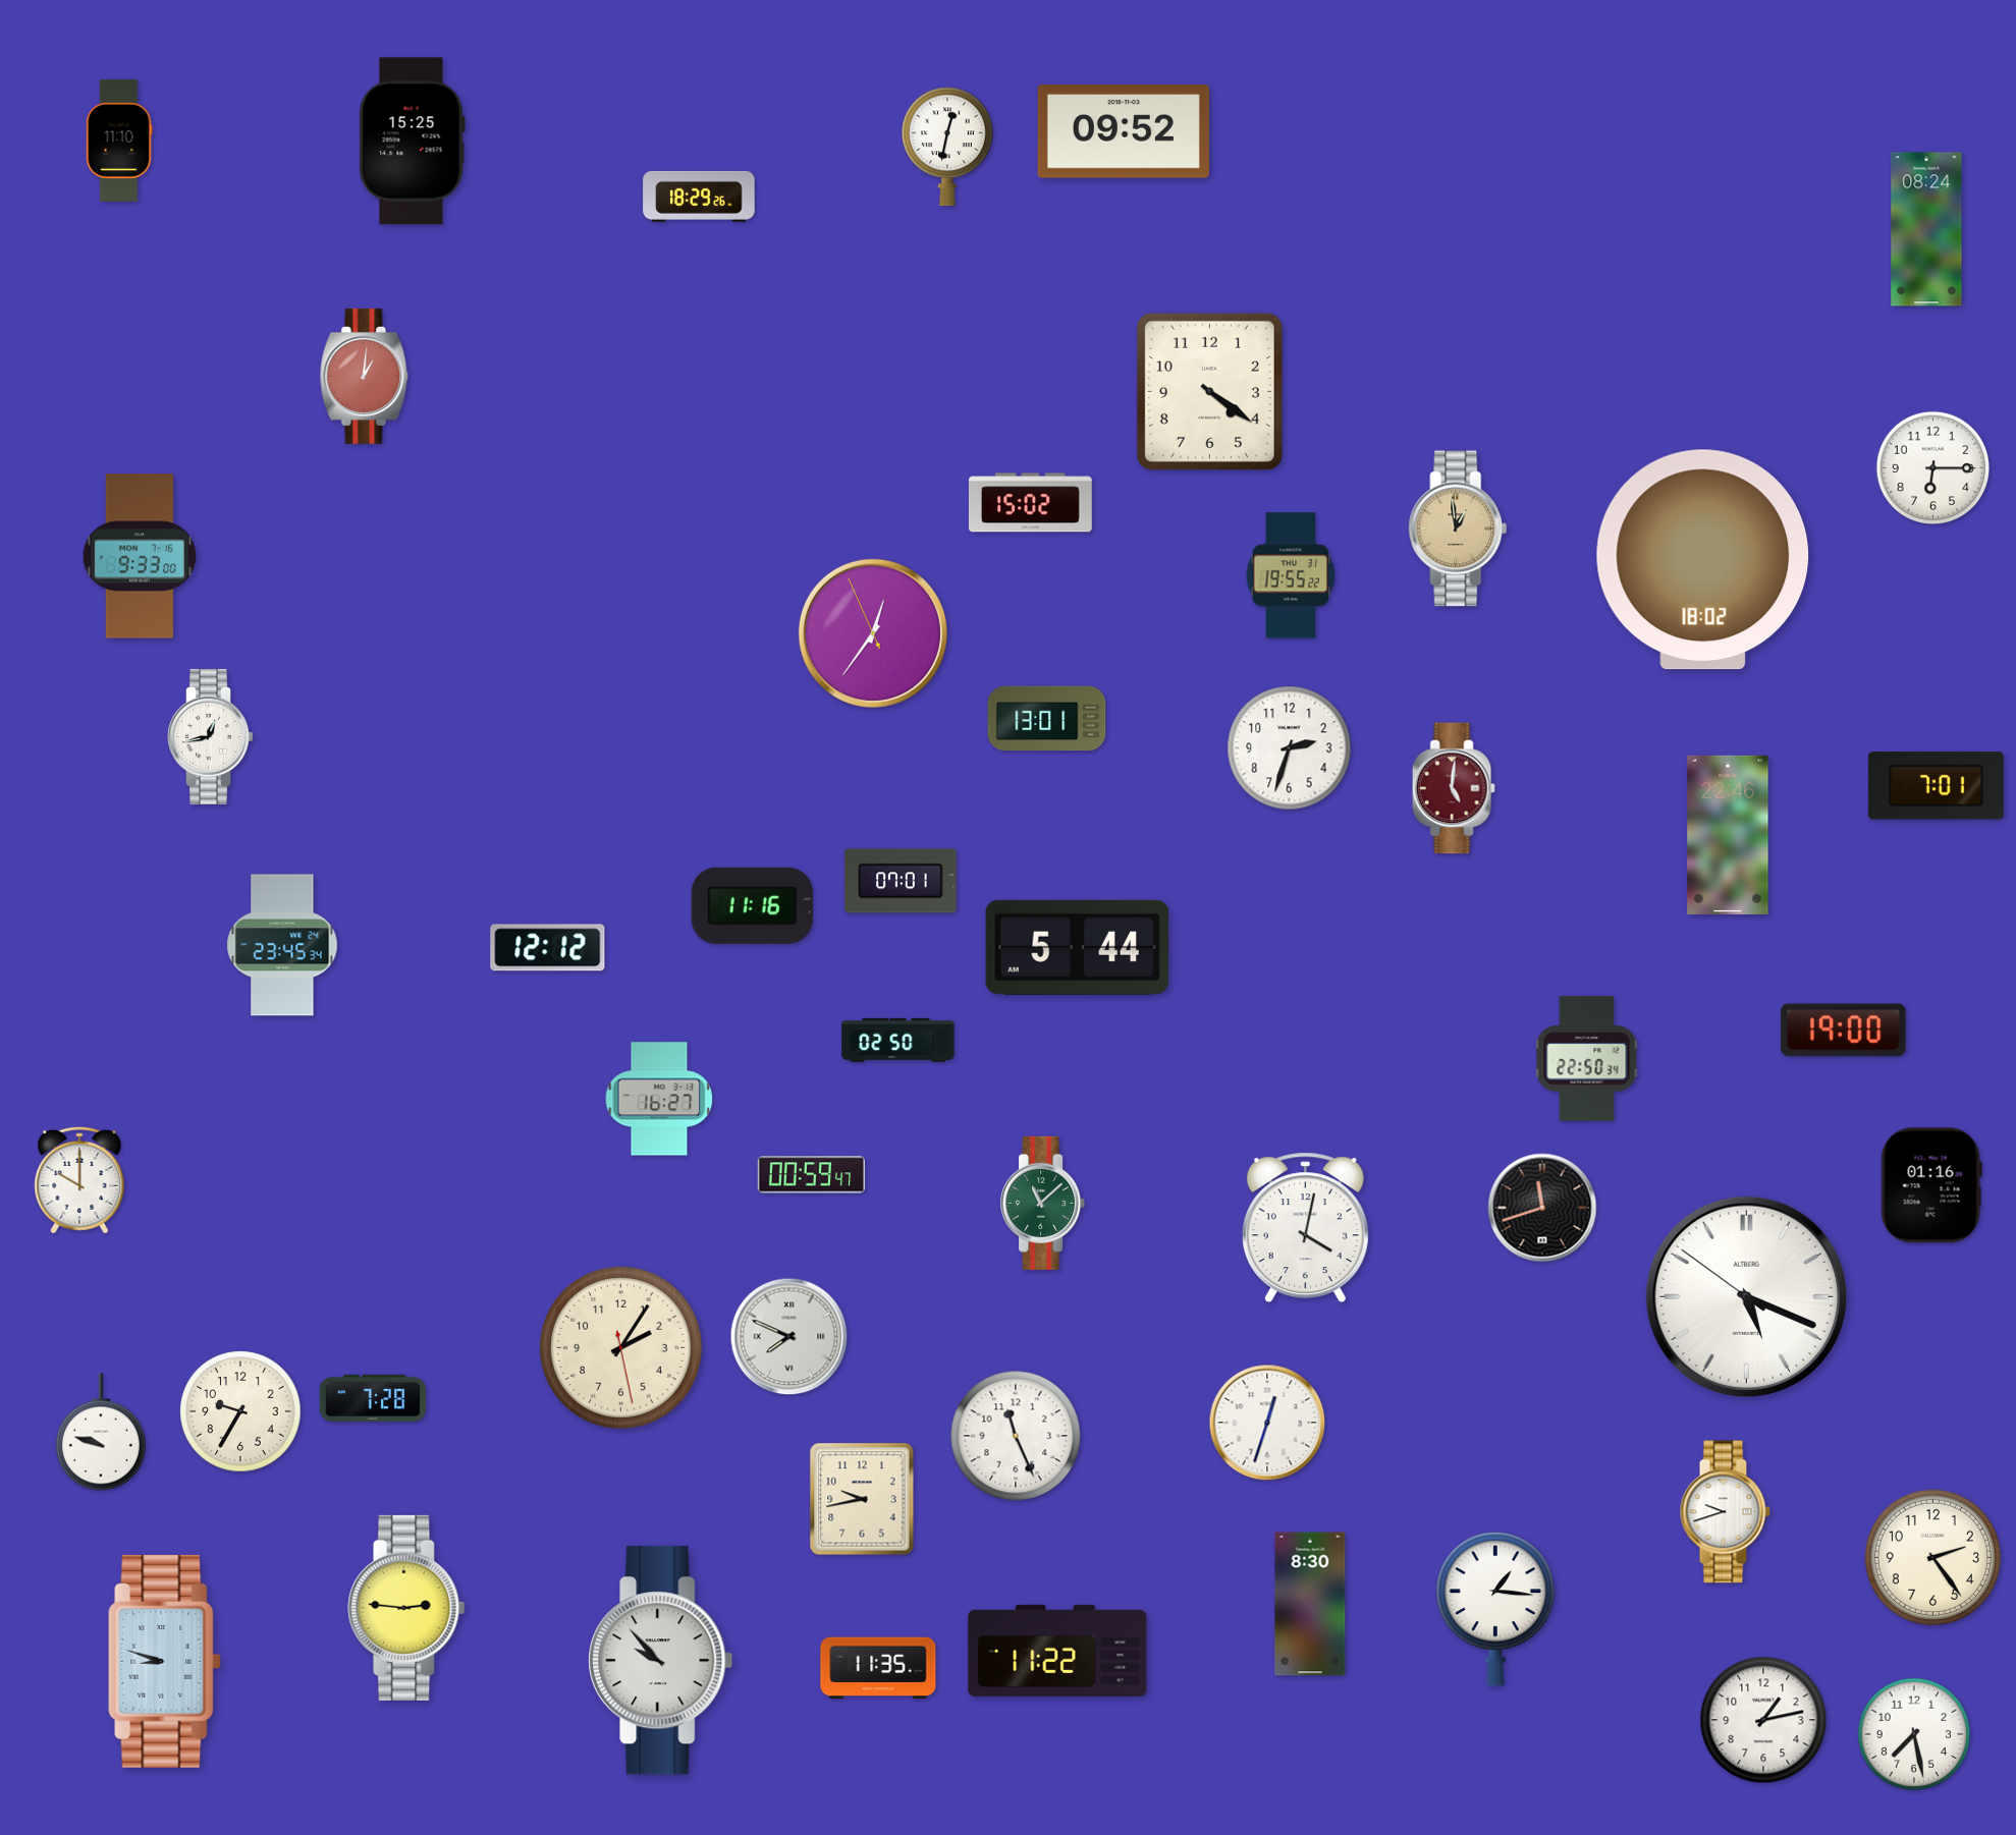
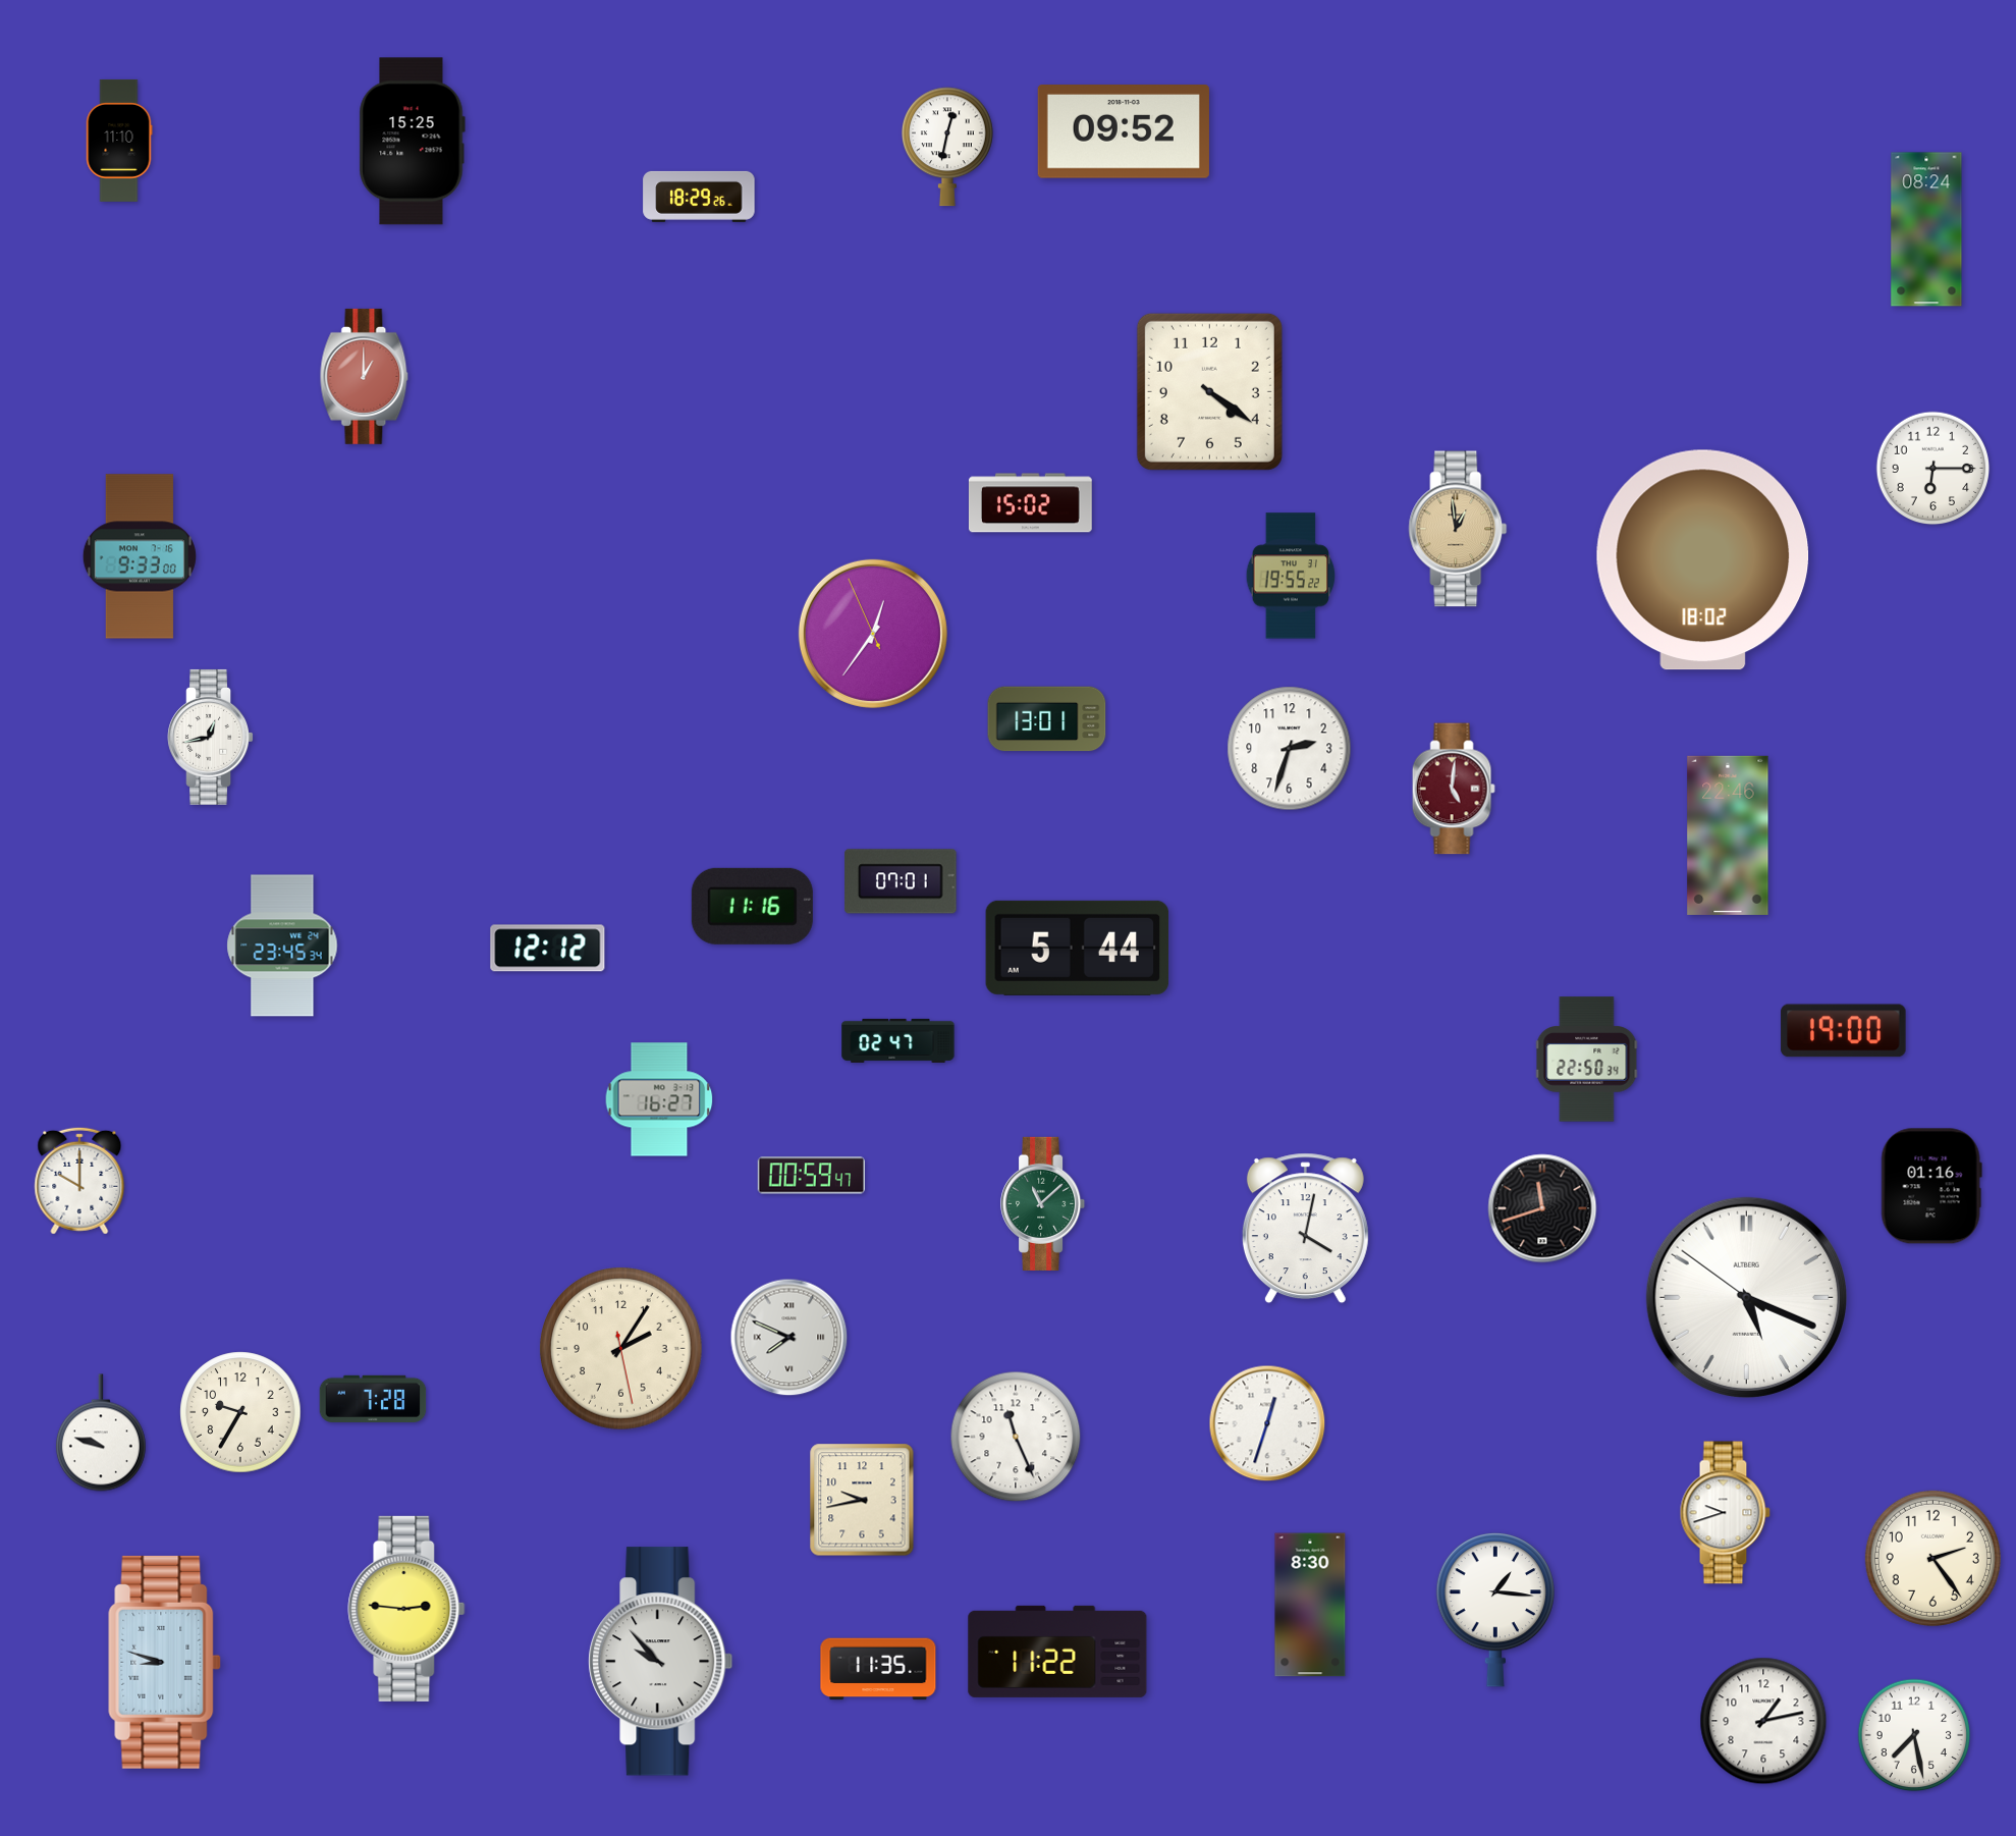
clock at (365, 376): 1:01 -> 1:00
clock at (1936, 786): 7:01 -> none
clock at (898, 1040): 02:50 -> 02:47
